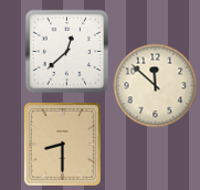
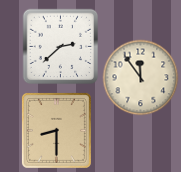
clock at (67, 52): 12:38 -> 2:38
clock at (156, 86): 11:52 -> 11:54
